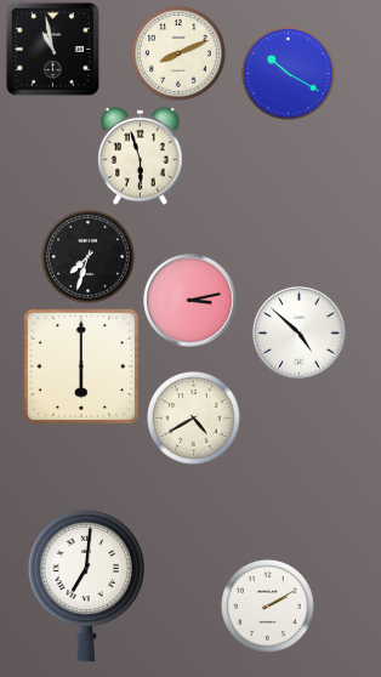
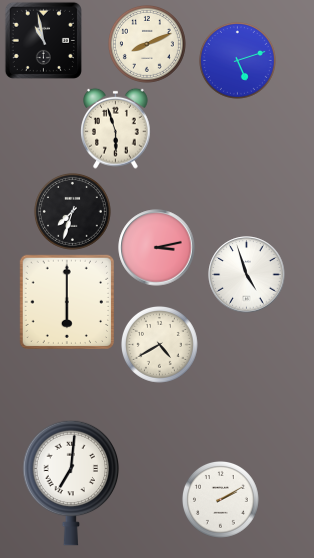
clock at (288, 73): 10:20 -> 5:12
clock at (300, 334): 4:52 -> 4:57
